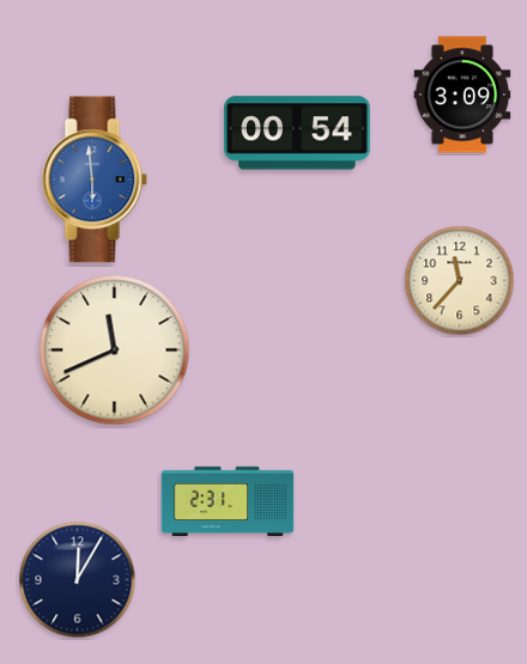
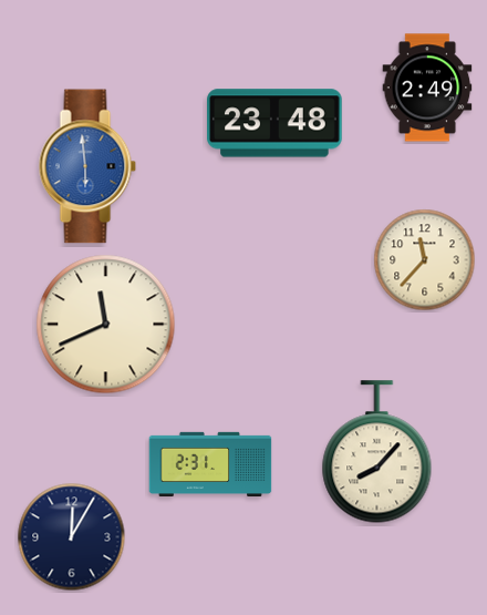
clock at (462, 95): 3:09 -> 2:49
clock at (297, 133): 00:54 -> 23:48
clock at (377, 452): none -> 8:07
